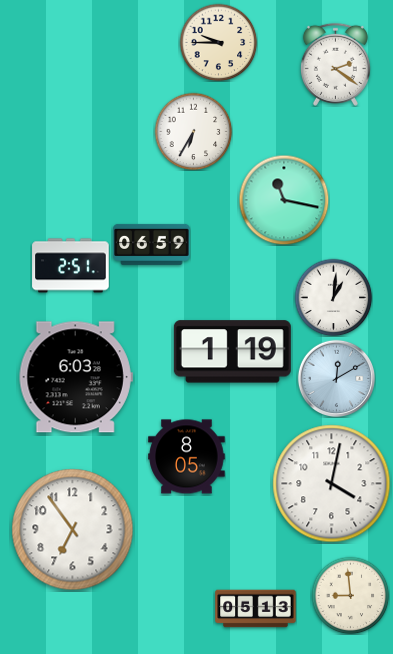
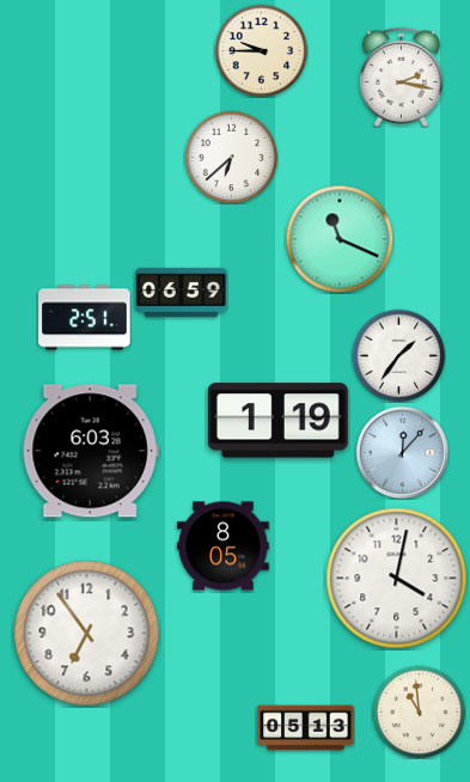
clock at (335, 64): 2:21 -> 2:17
clock at (193, 131): 6:35 -> 6:38
clock at (284, 200): 11:17 -> 11:19
clock at (333, 297): 1:01 -> 1:36
clock at (336, 378): 12:10 -> 12:07
clock at (350, 595): 8:59 -> 10:59
